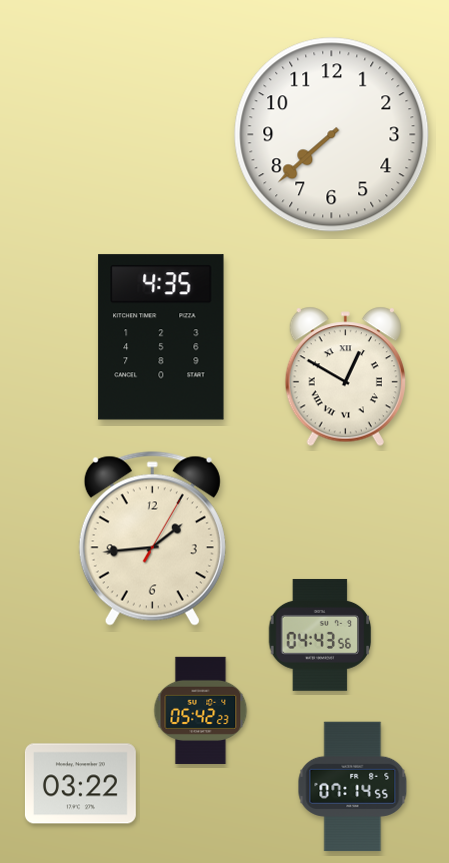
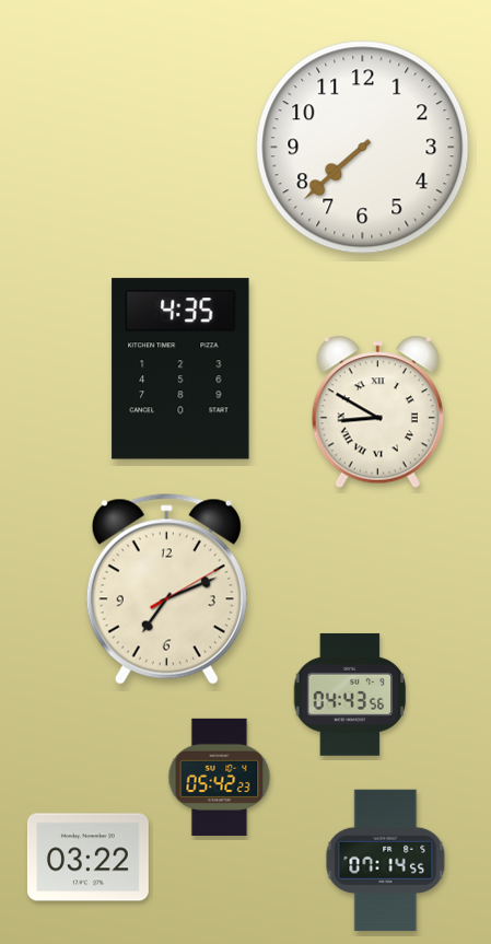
clock at (161, 337) position: (161, 337) -> (180, 369)
clock at (345, 377): 12:50 -> 8:50
clock at (152, 539): 1:44 -> 7:11
